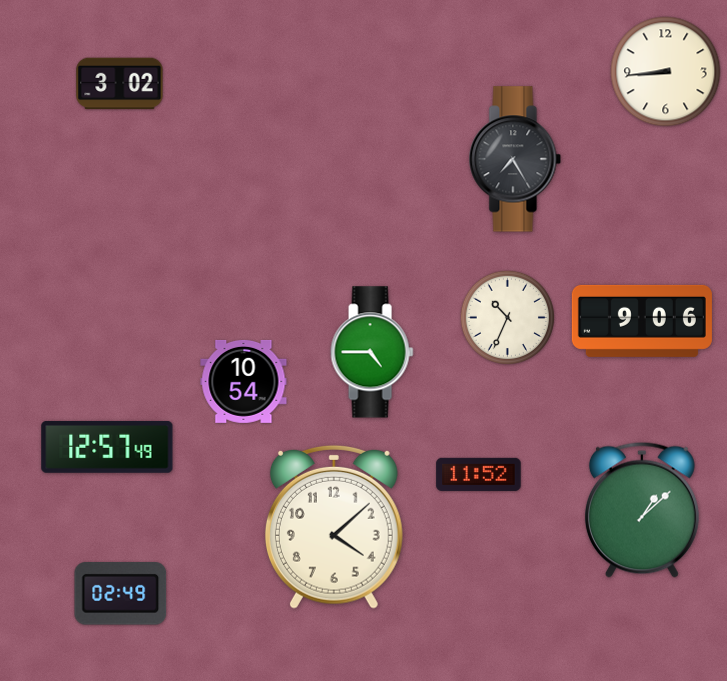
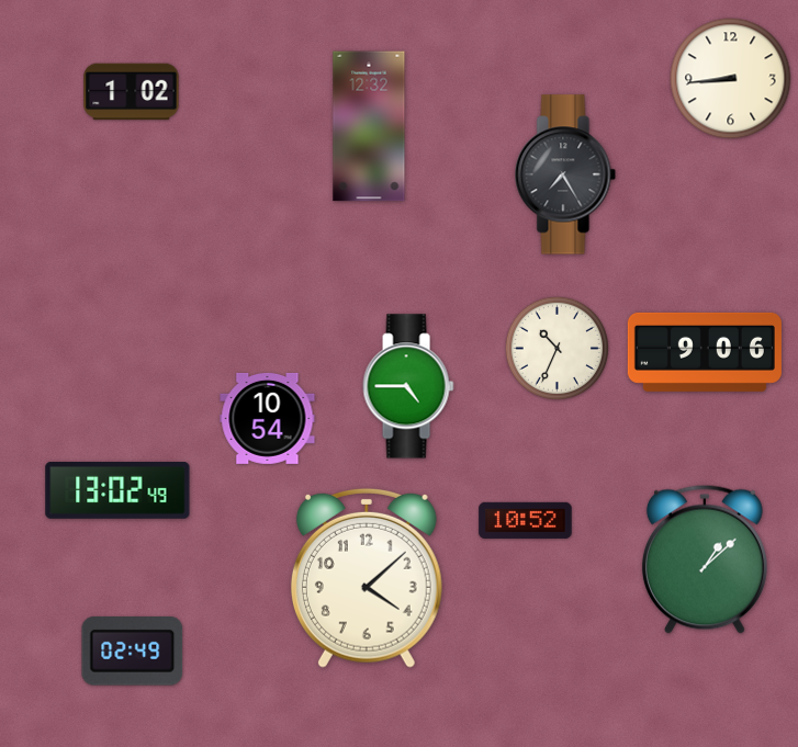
clock at (120, 84): 3:02 -> 1:02
clock at (369, 126): none -> 12:32
clock at (107, 447): 12:57 -> 13:02
clock at (479, 474): 11:52 -> 10:52
